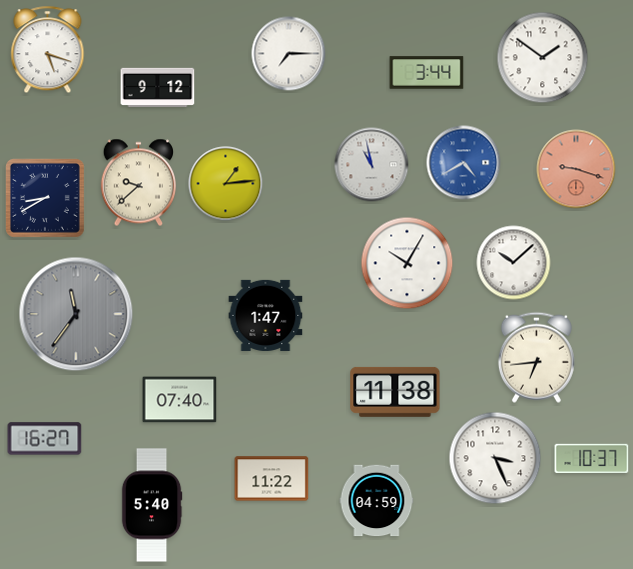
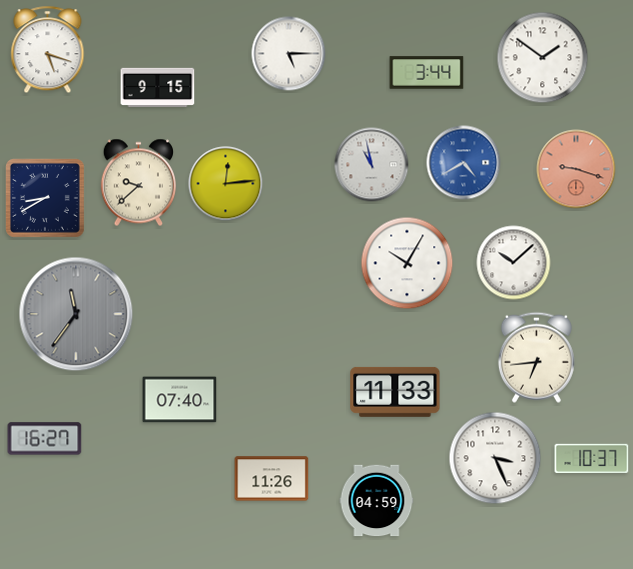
clock at (289, 54): 7:15 -> 5:15
clock at (158, 87): 9:12 -> 9:15
clock at (226, 184): 1:14 -> 12:14
clock at (266, 315): 1:47 -> none
clock at (395, 392): 11:38 -> 11:33
clock at (272, 479): 11:22 -> 11:26
clock at (152, 505): 5:40 -> none
